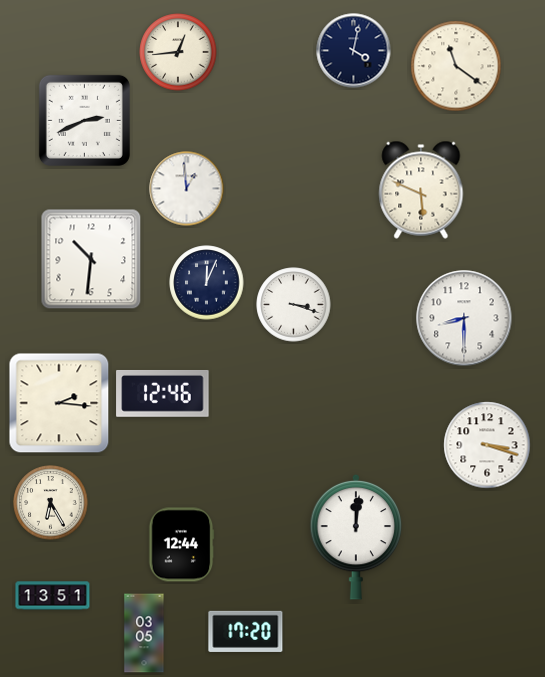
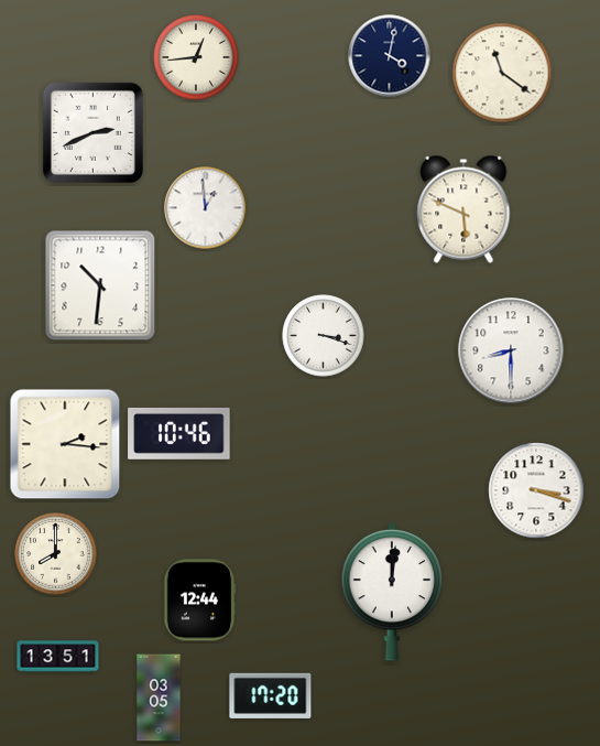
clock at (207, 283): 12:04 -> none
clock at (163, 393): 12:46 -> 10:46
clock at (51, 503): 6:25 -> 8:00
